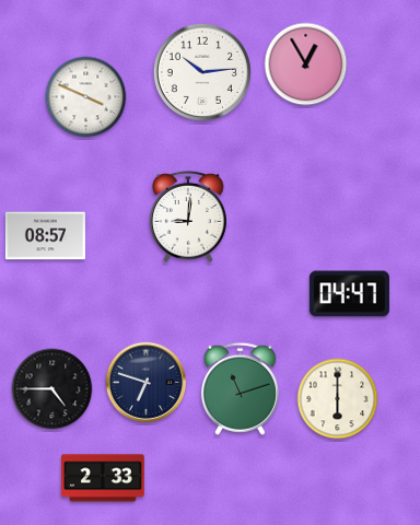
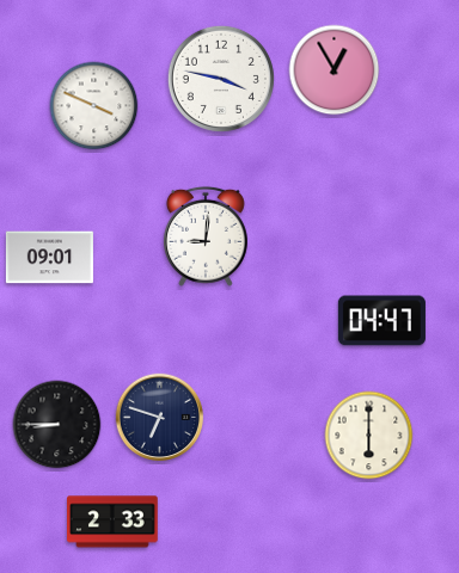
clock at (202, 72): 10:14 -> 3:47
clock at (45, 236): 08:57 -> 09:01
clock at (240, 388): 11:12 -> none
clock at (52, 389): 4:45 -> 8:45
